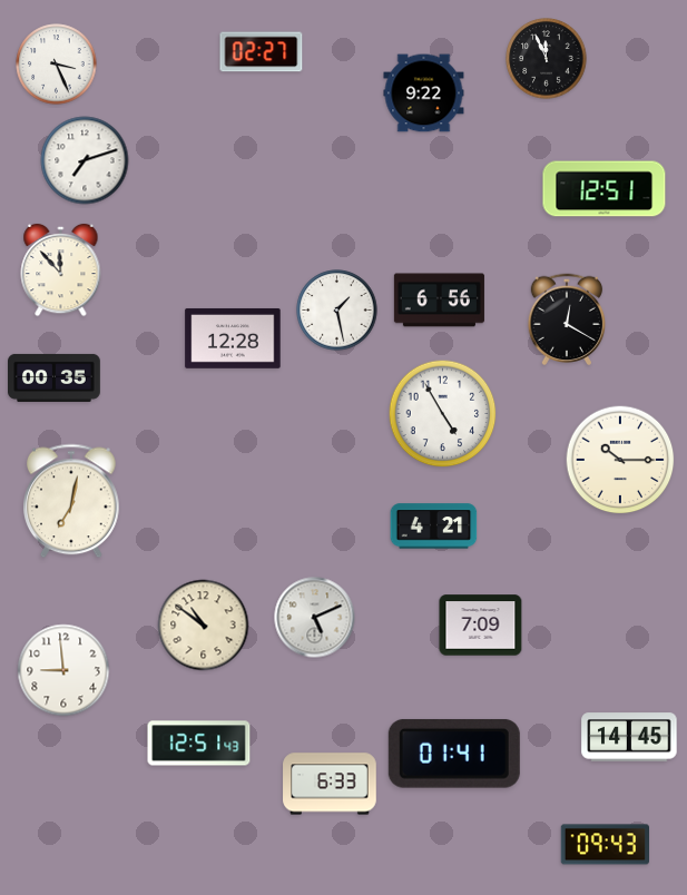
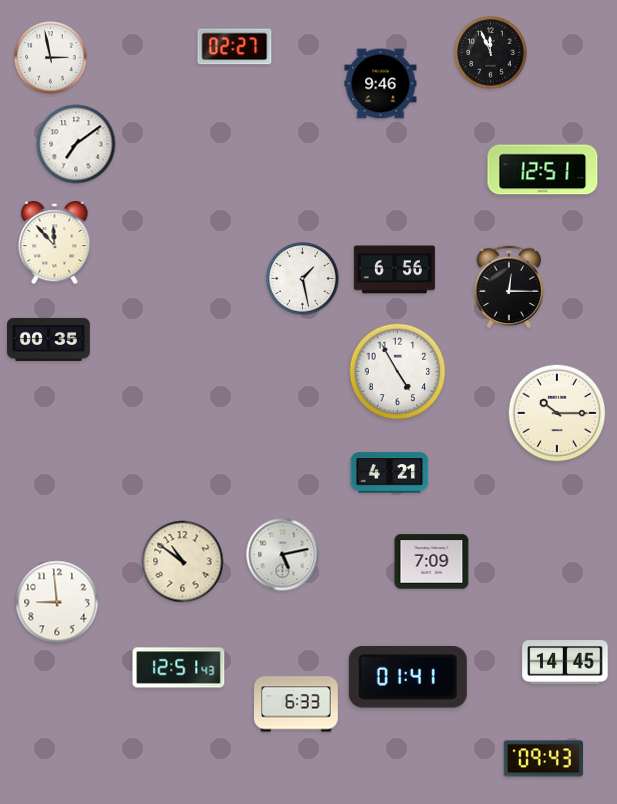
clock at (57, 65): 3:26 -> 2:58
clock at (424, 94): 9:22 -> 9:46
clock at (85, 160): 7:12 -> 7:09
clock at (567, 319): 12:20 -> 12:15
clock at (233, 338): 12:28 -> none
clock at (72, 501): 7:02 -> none
clock at (315, 618): 5:11 -> 5:13
